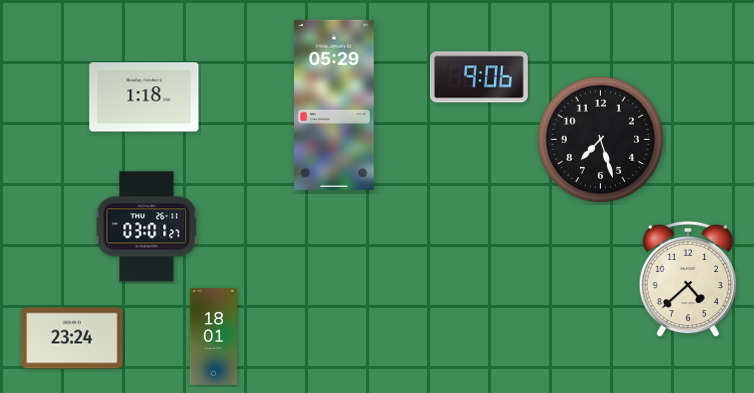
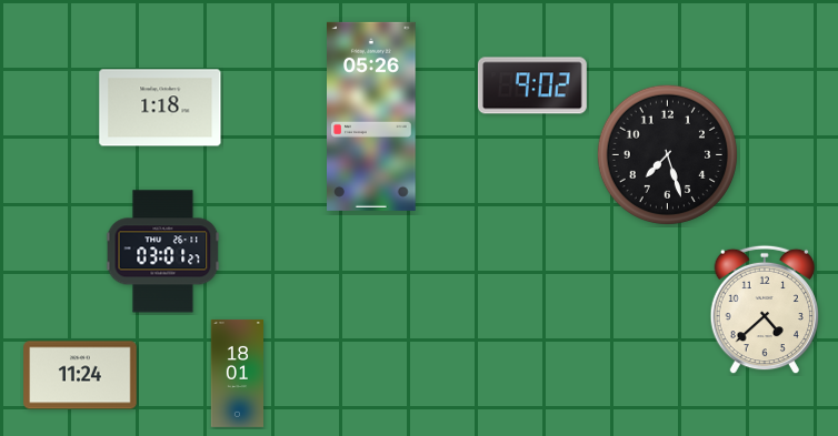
clock at (479, 77): 9:06 -> 9:02
clock at (335, 105): 05:29 -> 05:26
clock at (72, 338): 23:24 -> 11:24
